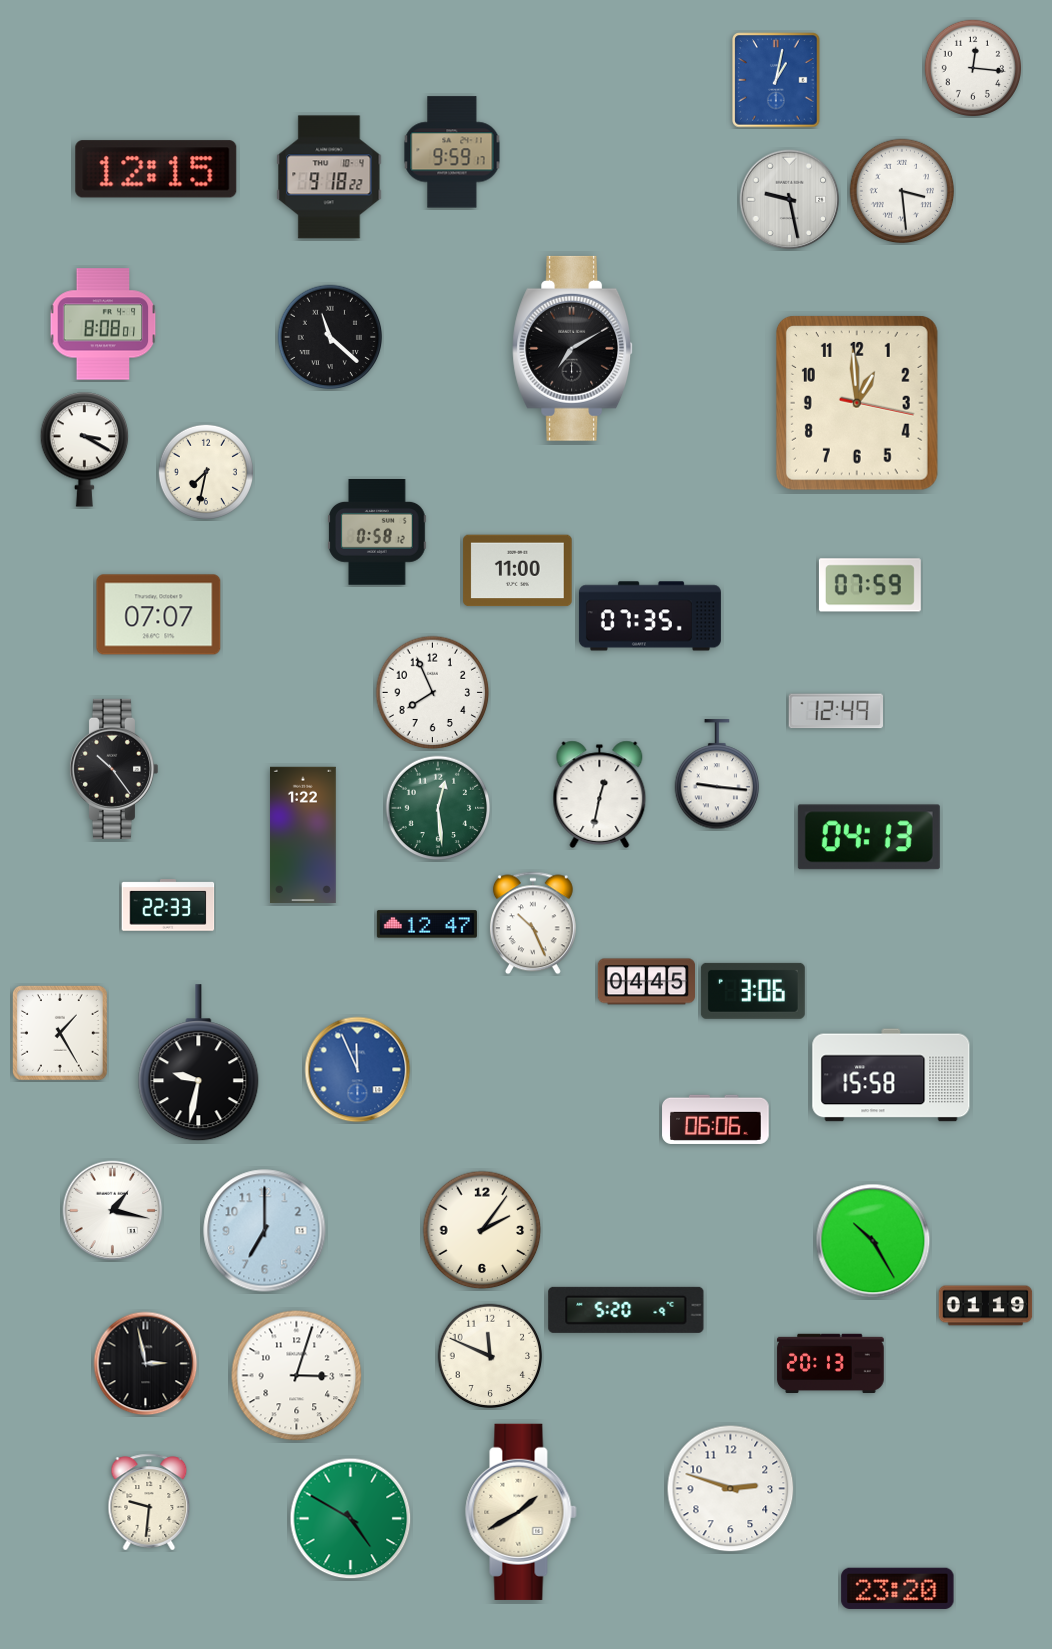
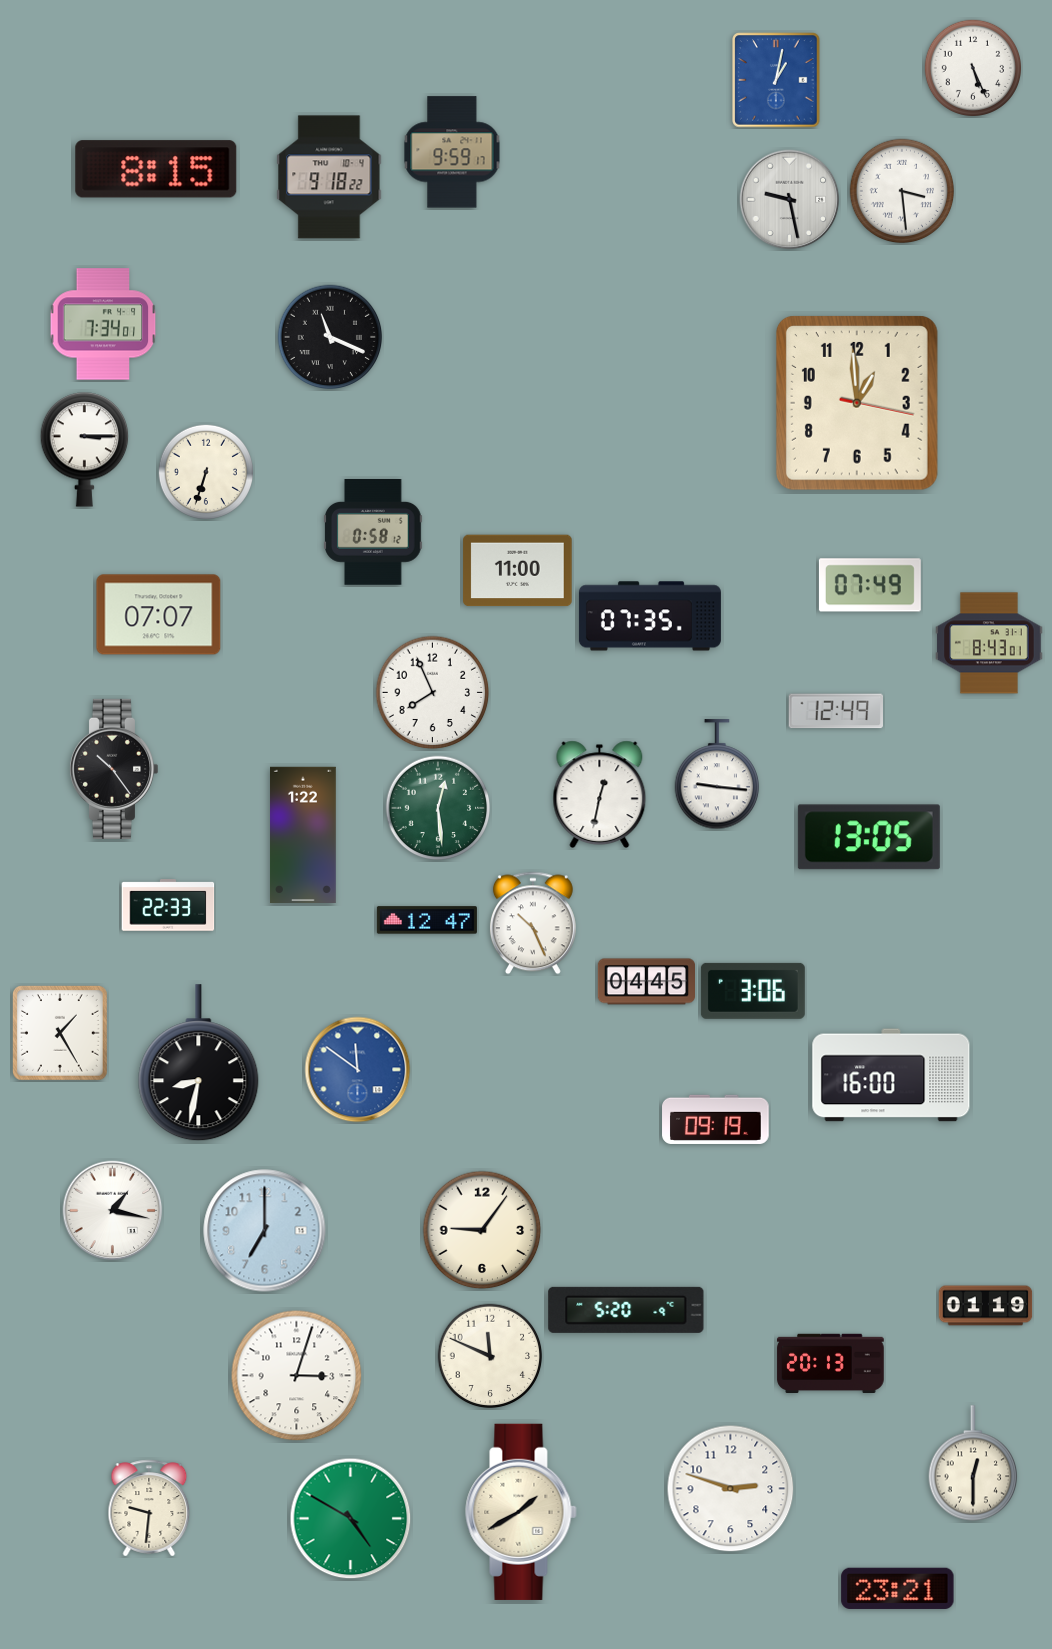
clock at (972, 67): 12:16 -> 5:26
clock at (156, 169): 12:15 -> 8:15
clock at (103, 324): 8:08 -> 7:34
clock at (330, 337): 11:22 -> 11:19
clock at (573, 348): 7:10 -> none
clock at (85, 450): 3:20 -> 3:15
clock at (205, 471): 7:32 -> 6:33
clock at (378, 533) position: (378, 533) -> (374, 533)
clock at (870, 585): 07:59 -> 07:49
clock at (989, 643): none -> 8:43
clock at (869, 837): 04:13 -> 13:05
clock at (427, 924) position: (427, 924) -> (427, 920)
clock at (199, 1063): 9:32 -> 8:32
clock at (358, 1070): 11:56 -> 11:51
clock at (891, 1075): 15:58 -> 16:00
clock at (716, 1119): 06:06 -> 09:19
clock at (482, 1230): 2:06 -> 9:06
clock at (873, 1241): 10:25 -> none
clock at (146, 1364): 2:58 -> none
clock at (973, 1463): none -> 12:30
clock at (149, 1502) position: (149, 1502) -> (149, 1508)
clock at (898, 1588): 23:20 -> 23:21
